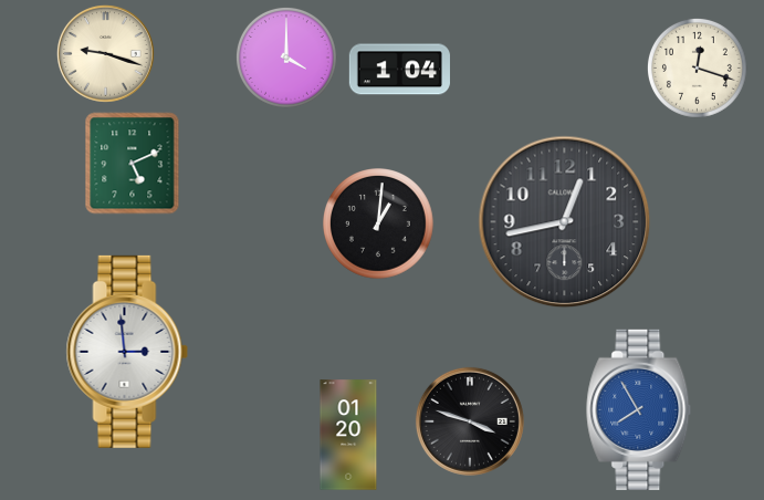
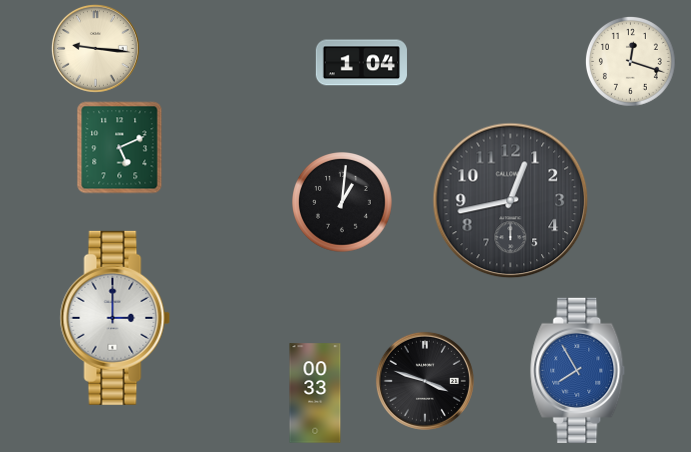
clock at (105, 53): 9:18 -> 9:16
clock at (286, 58): 4:00 -> none
clock at (127, 352): 2:59 -> 3:00
clock at (348, 435): 01:20 -> 00:33
